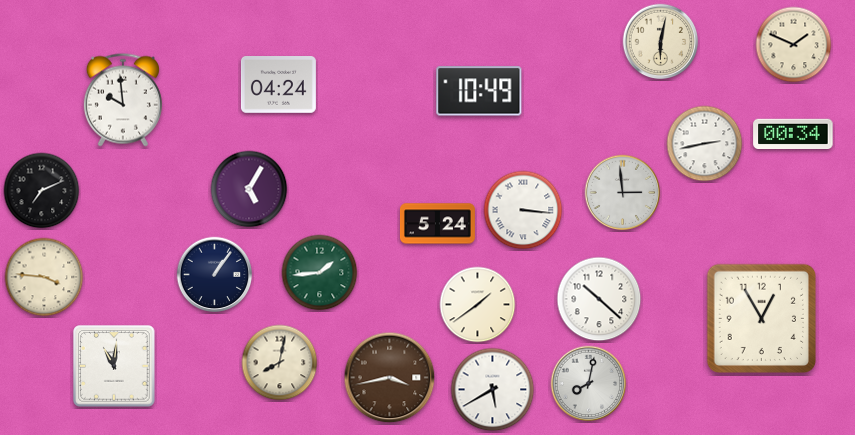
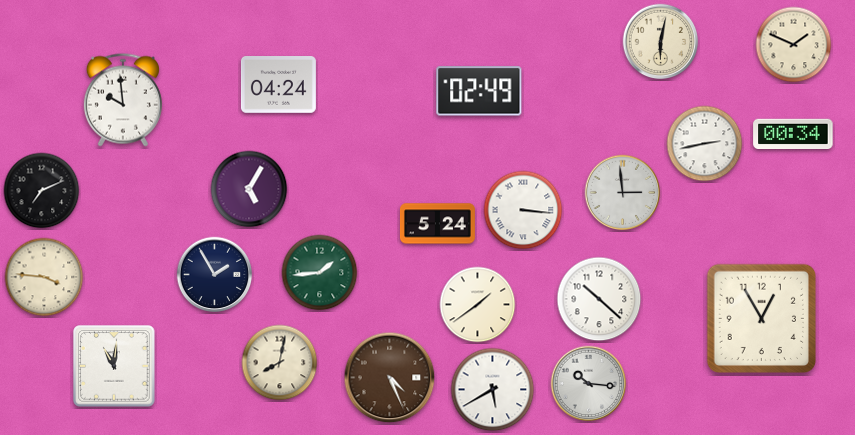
clock at (479, 91): 10:49 -> 02:49
clock at (215, 275): 1:06 -> 1:55
clock at (390, 378): 3:43 -> 4:26
clock at (589, 384): 8:02 -> 10:16
